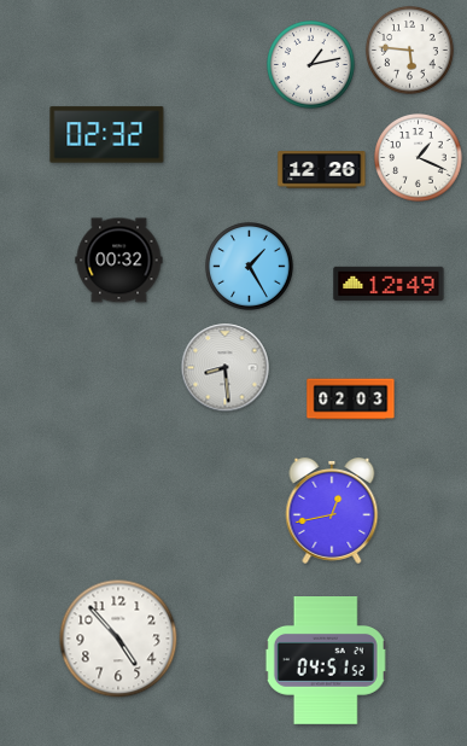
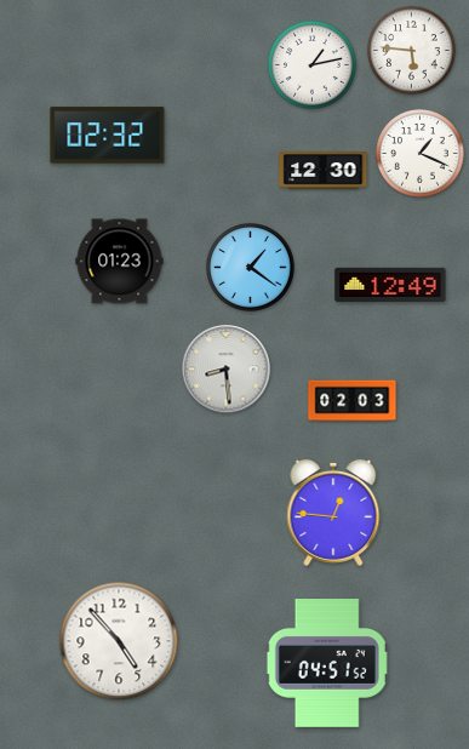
clock at (419, 158) position: (419, 158) -> (421, 154)
clock at (322, 170): 12:26 -> 12:30
clock at (119, 261): 00:32 -> 01:23
clock at (250, 267): 1:25 -> 1:21
clock at (332, 511): 12:43 -> 12:46
